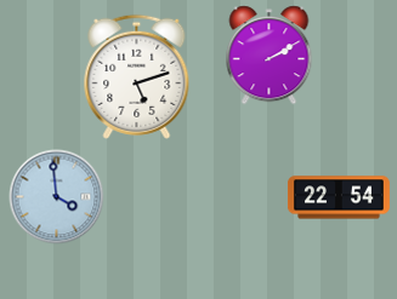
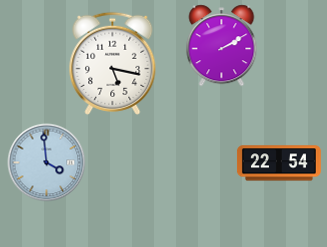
clock at (137, 76): 5:12 -> 5:17
